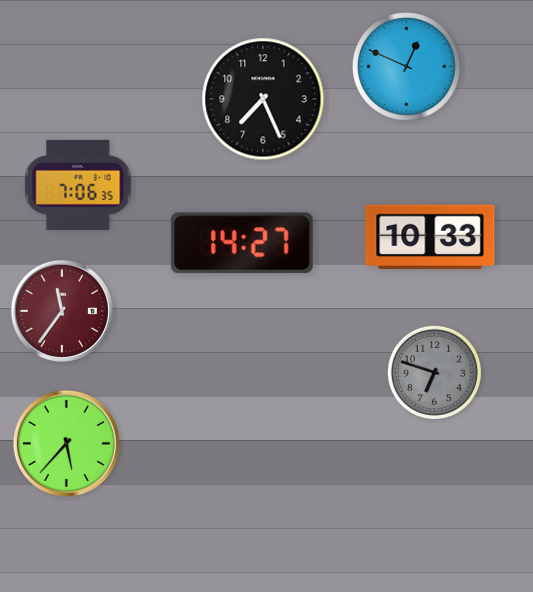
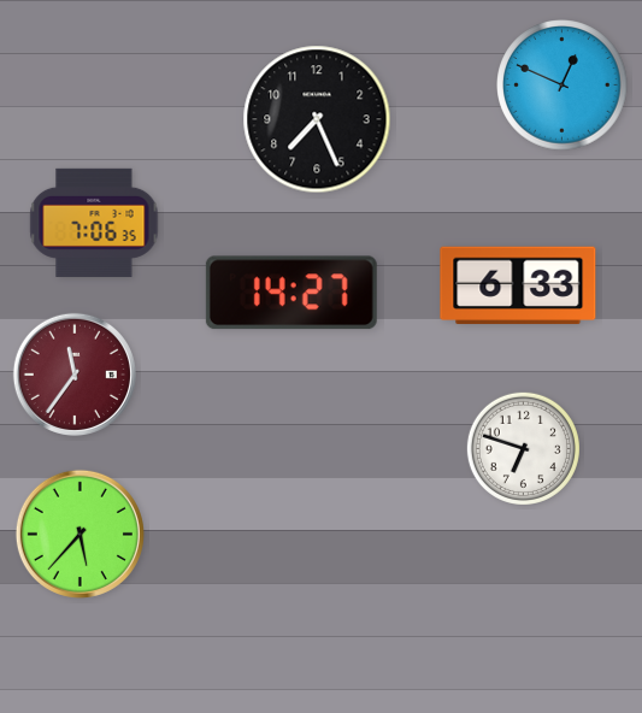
clock at (407, 67) position: (407, 67) -> (563, 86)
clock at (430, 237): 10:33 -> 6:33
clock at (434, 372) dial: grey -> white
